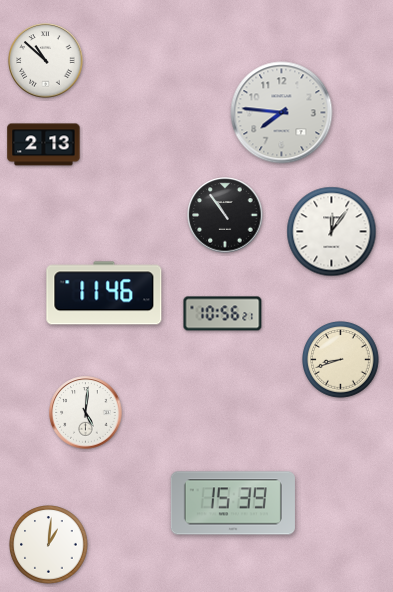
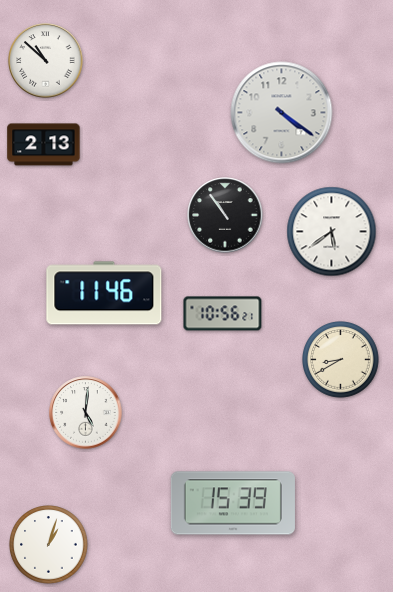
clock at (282, 113): 7:46 -> 4:21
clock at (332, 232): 12:06 -> 5:39
clock at (341, 360): 8:42 -> 8:40
clock at (49, 545): 1:01 -> 1:03
